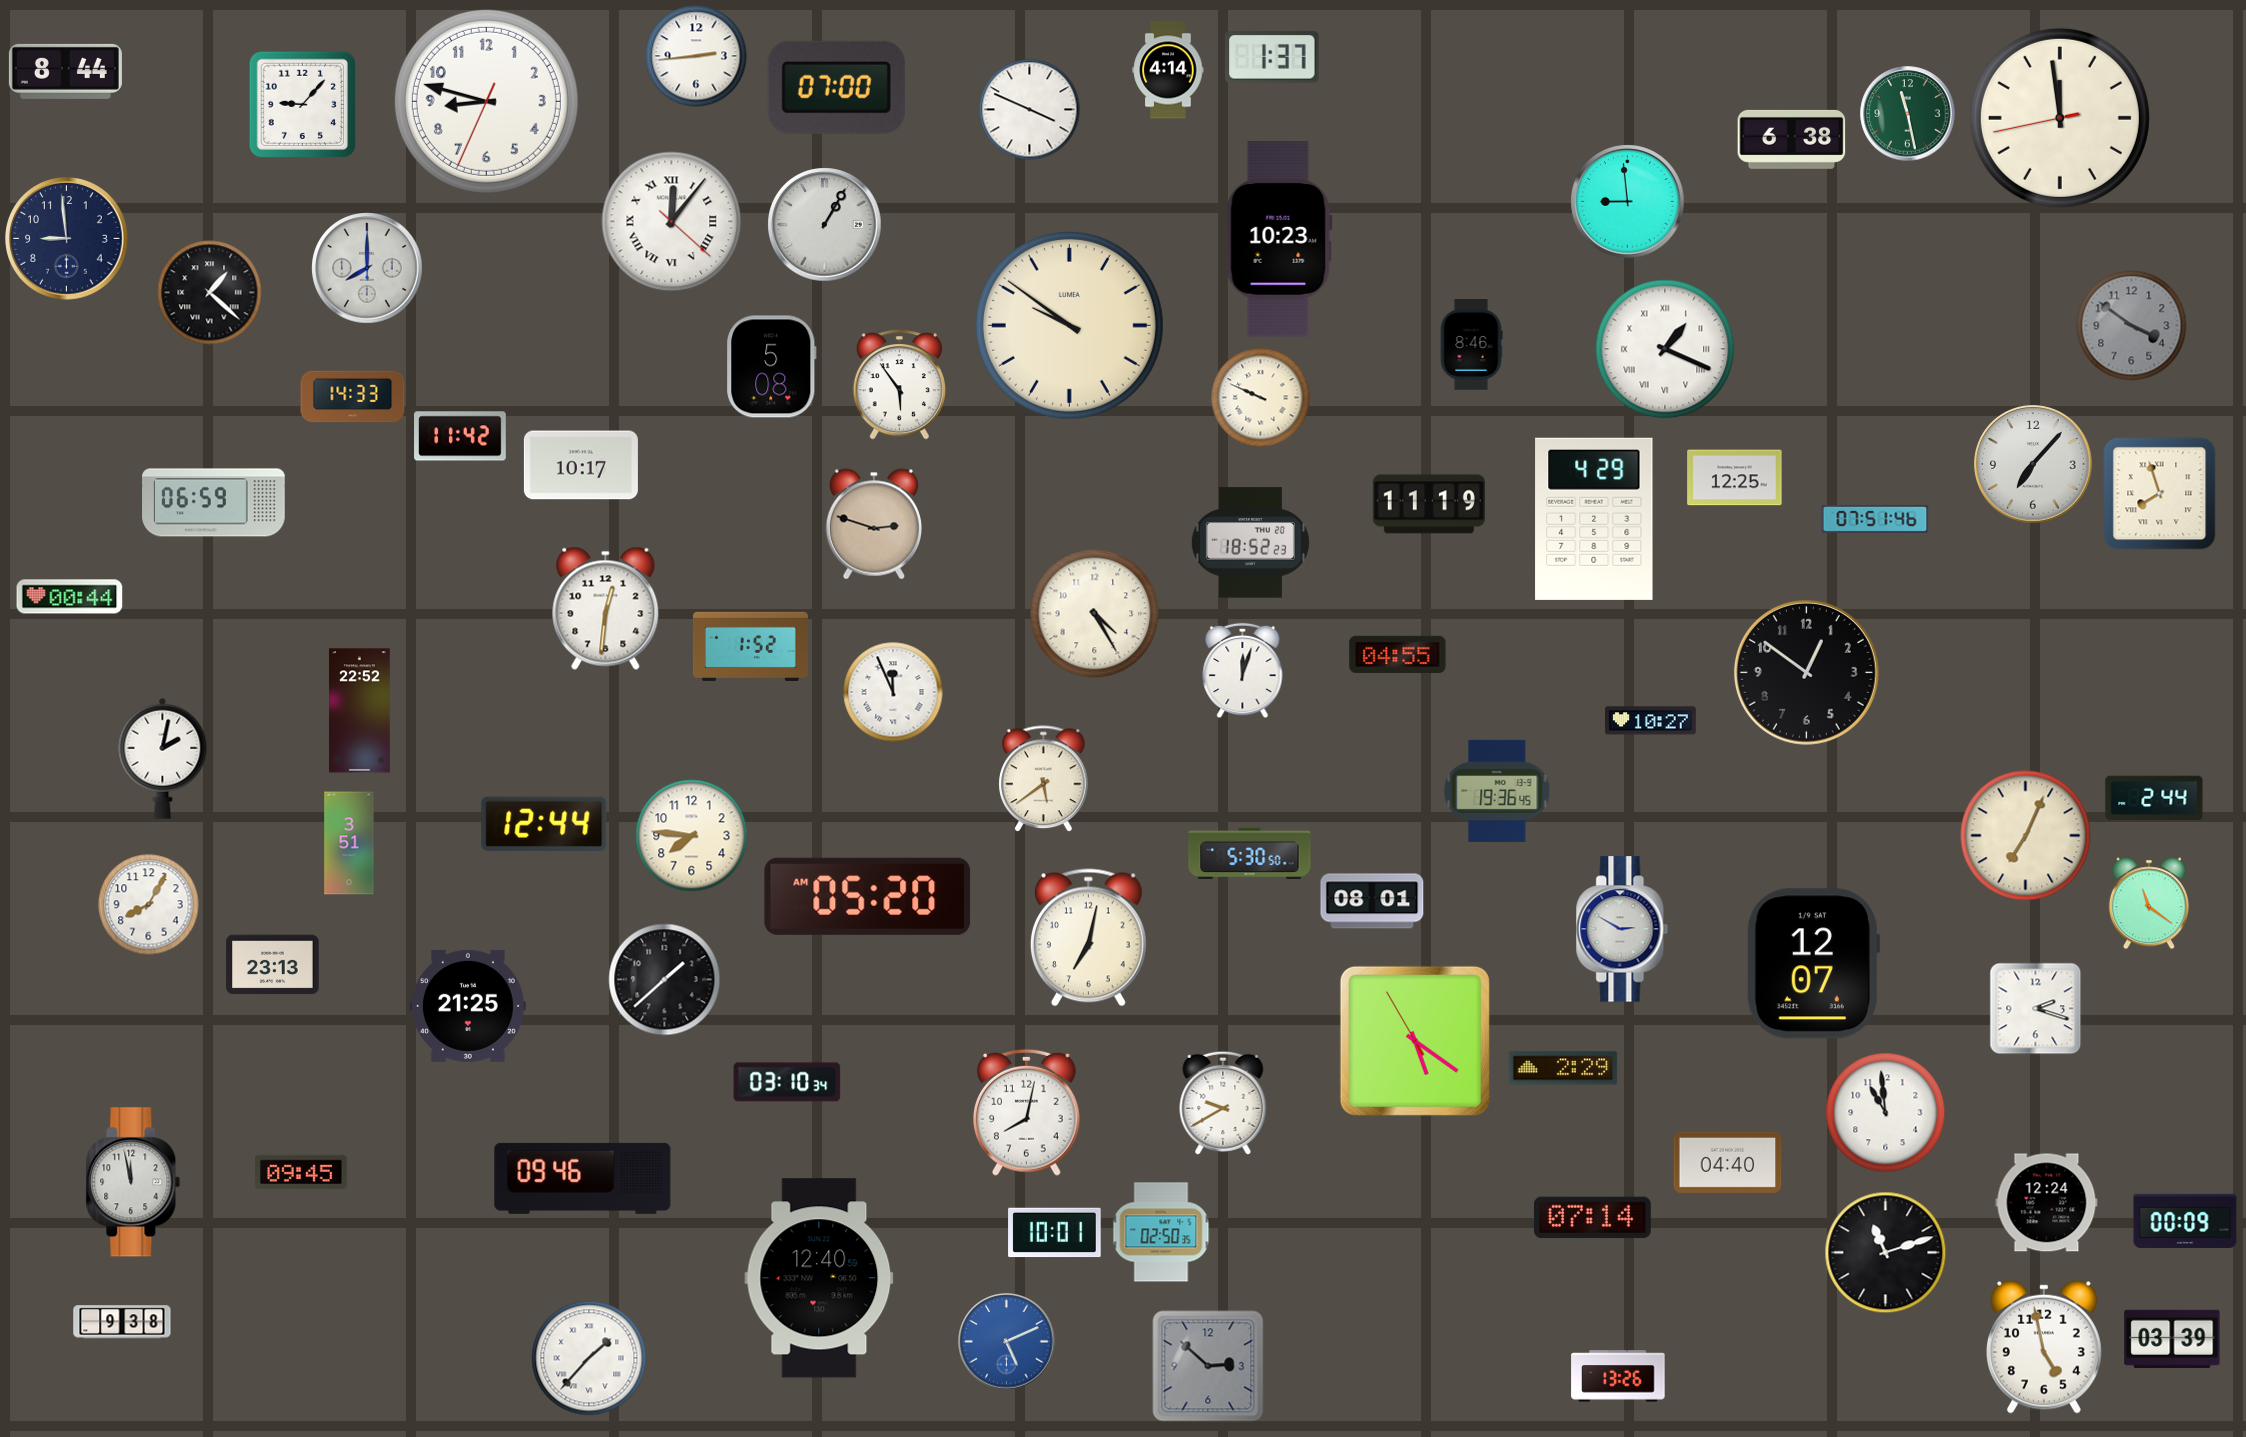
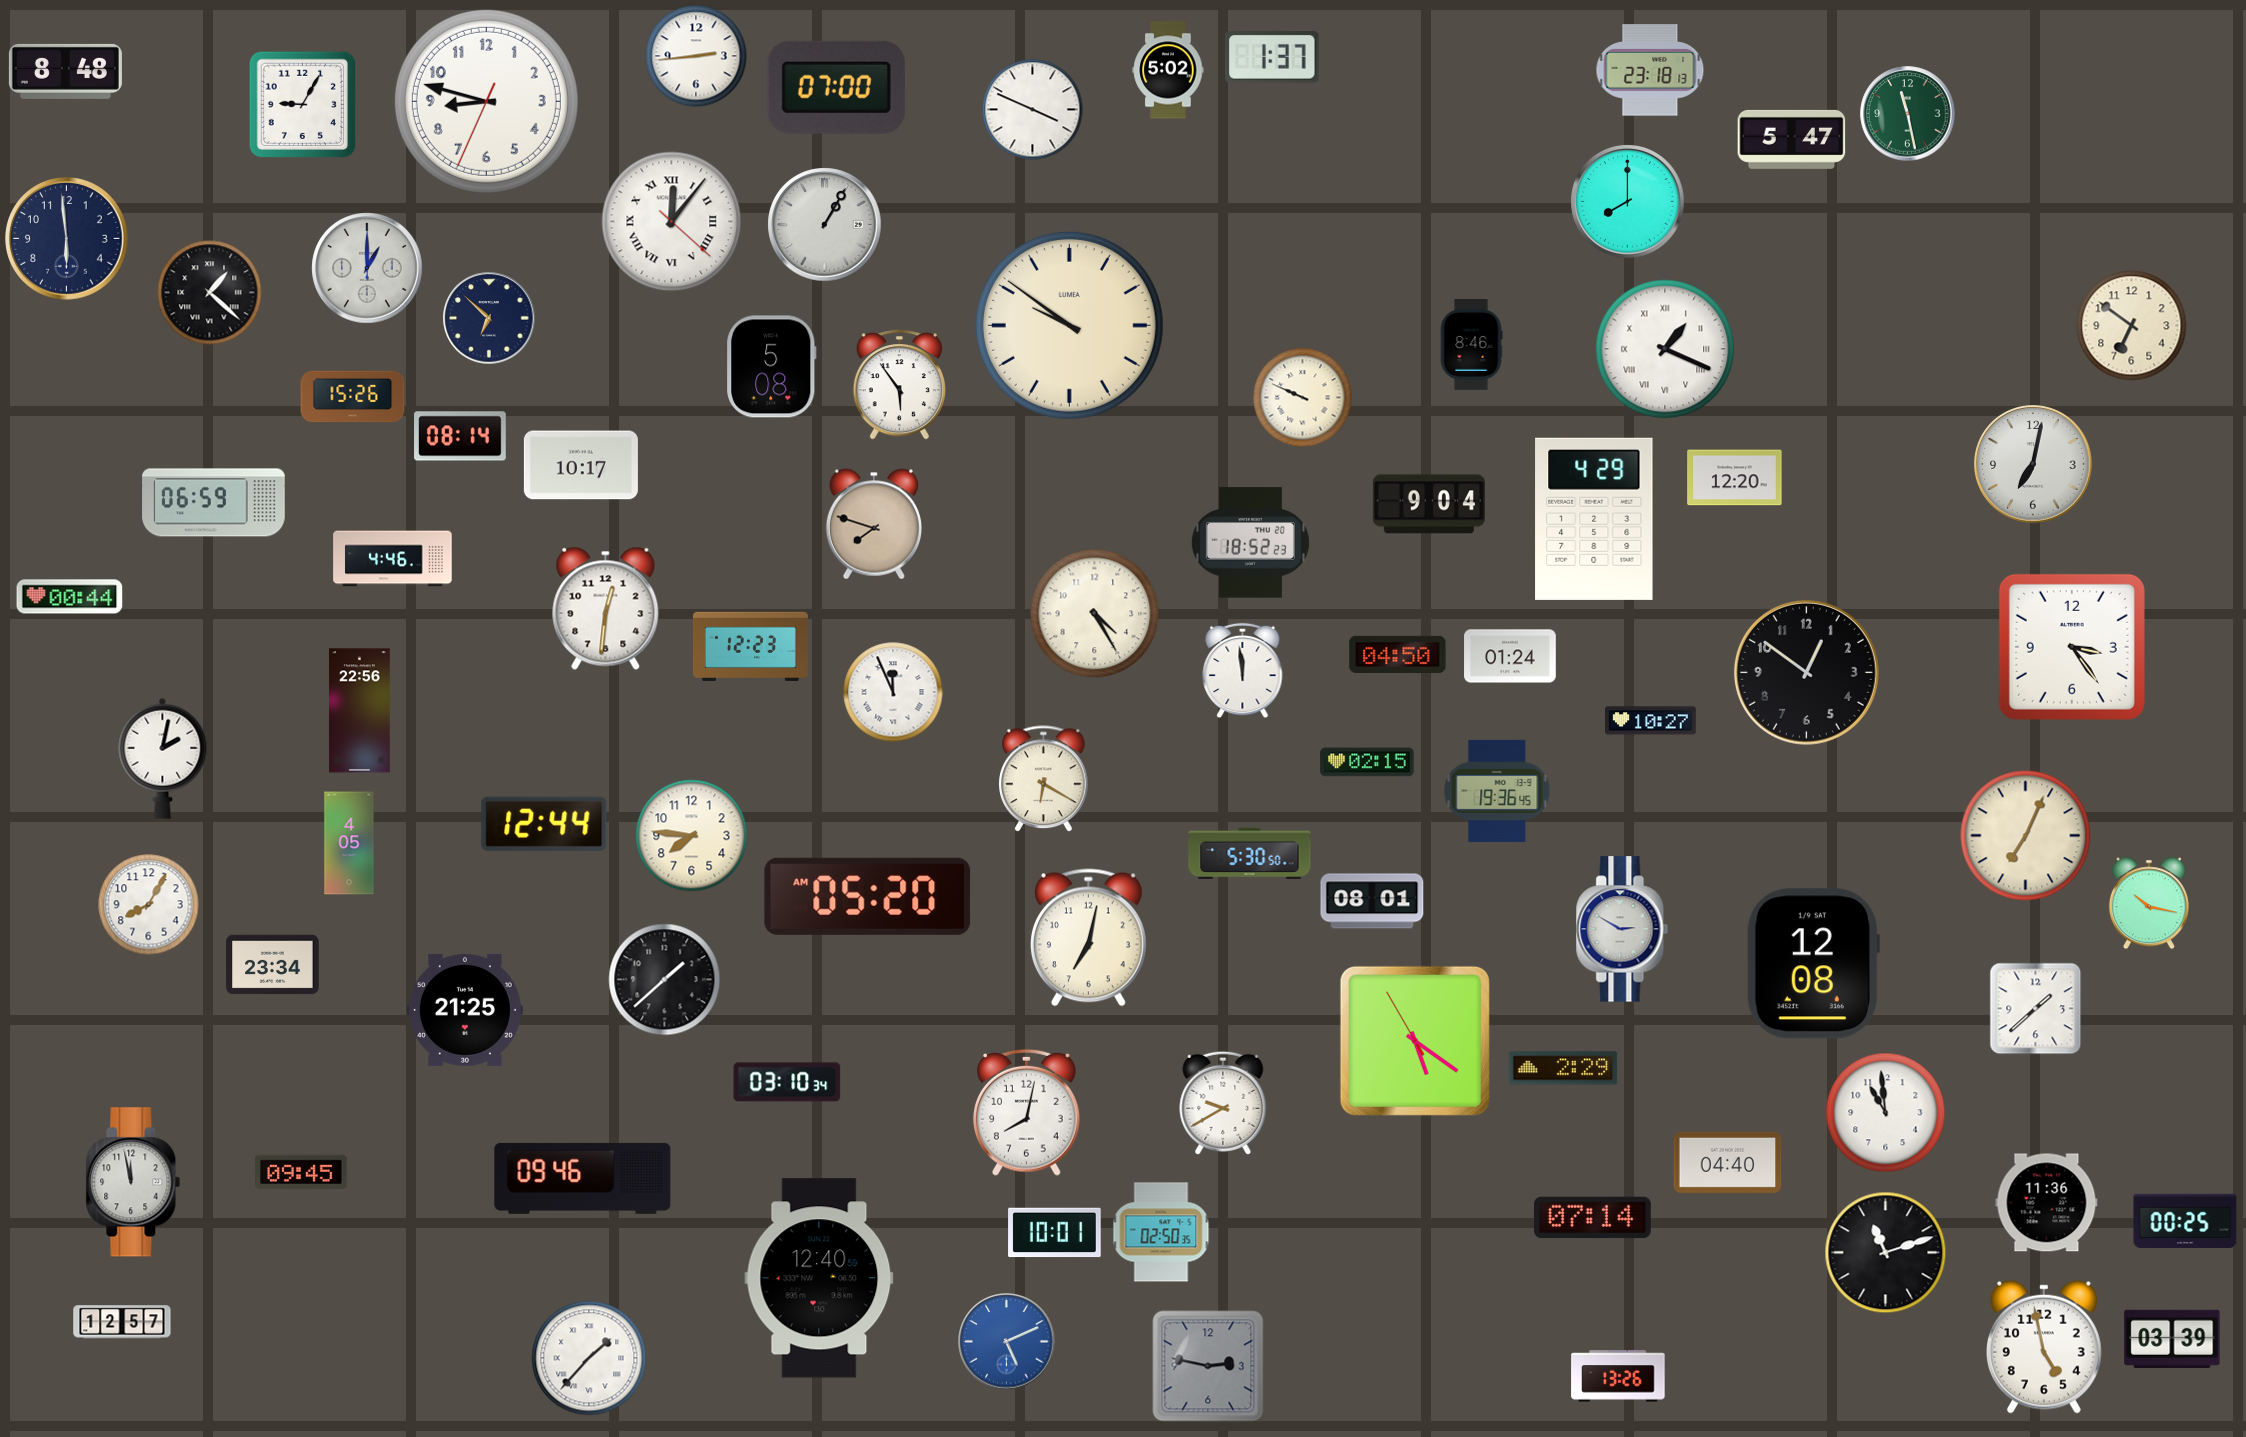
clock at (1168, 70): 4:14 -> 5:02
clock at (1650, 70): none -> 23:18
clock at (65, 71): 8:44 -> 8:48
clock at (303, 105): 9:07 -> 9:05
clock at (1030, 110) position: (1030, 110) -> (1033, 110)
clock at (2060, 118): 11:58 -> none
clock at (1792, 139): 6:38 -> 5:47
clock at (1628, 202): 8:59 -> 8:00
clock at (67, 239): 8:59 -> 5:59
clock at (1279, 239): 10:23 -> none
clock at (367, 268): 8:00 -> 1:00
clock at (489, 318): none -> 6:52
clock at (2132, 326): 3:51 -> 6:51
clock at (2132, 326) dial: grey -> cream
clock at (353, 397): 14:33 -> 15:26
clock at (1261, 398) position: (1261, 398) -> (1303, 398)
clock at (460, 436): 11:42 -> 08:14
clock at (2033, 464): 7:07 -> 7:02
clock at (1735, 478): 12:25 -> 12:20
clock at (2160, 494): 7:57 -> none
clock at (1429, 504): 11:19 -> 9:04
clock at (1875, 519): 07:51 -> none
clock at (873, 524): 2:48 -> 7:48
clock at (393, 559): none -> 4:46
clock at (750, 646): 1:52 -> 12:23
clock at (2072, 647): none -> 3:24
clock at (1398, 654): 04:55 -> 04:50
clock at (1510, 656): none -> 01:24
clock at (1243, 671): 12:03 -> 11:59
clock at (360, 711): 22:52 -> 22:56
clock at (1367, 762): none -> 02:15
clock at (1044, 779): 5:39 -> 6:20
clock at (2154, 798): 2:44 -> none
clock at (349, 843): 3:51 -> 4:05
clock at (2149, 903): 11:21 -> 10:17
clock at (1813, 964): 12:07 -> 12:08
clock at (273, 965): 23:13 -> 23:34
clock at (468, 1006) position: (468, 1006) -> (465, 1010)
clock at (2036, 1009): 2:18 -> 1:38
clock at (2047, 1203): 12:24 -> 11:36
clock at (2185, 1220): 00:09 -> 00:25
clock at (122, 1322): 9:38 -> 12:57
clock at (1208, 1366): 2:52 -> 2:47
